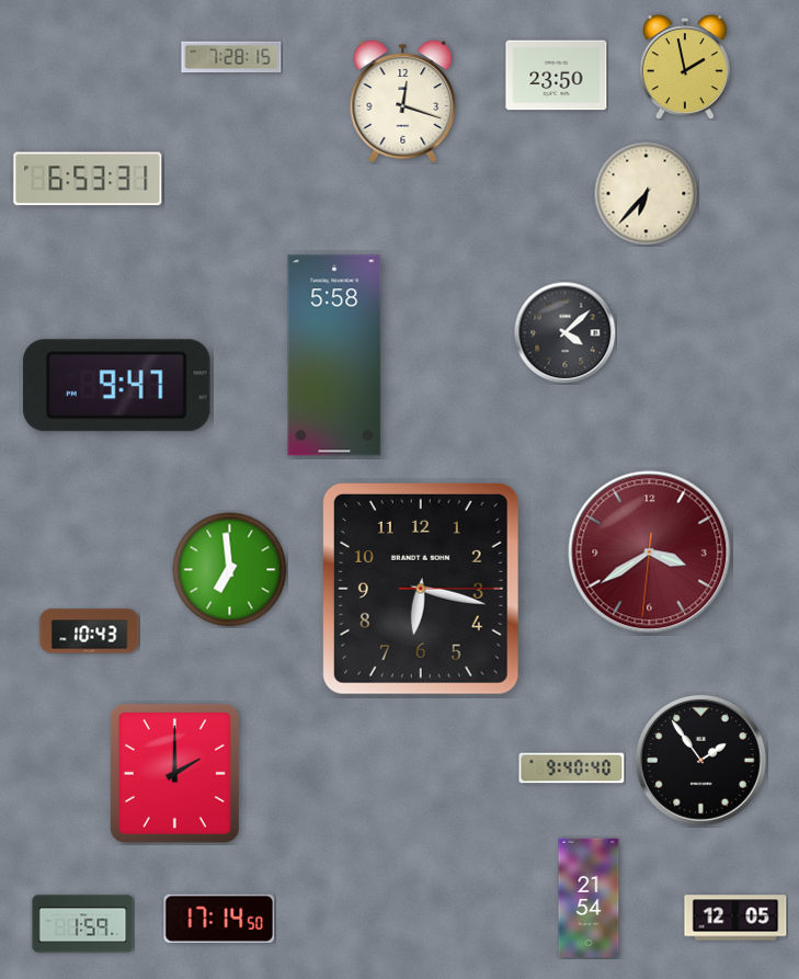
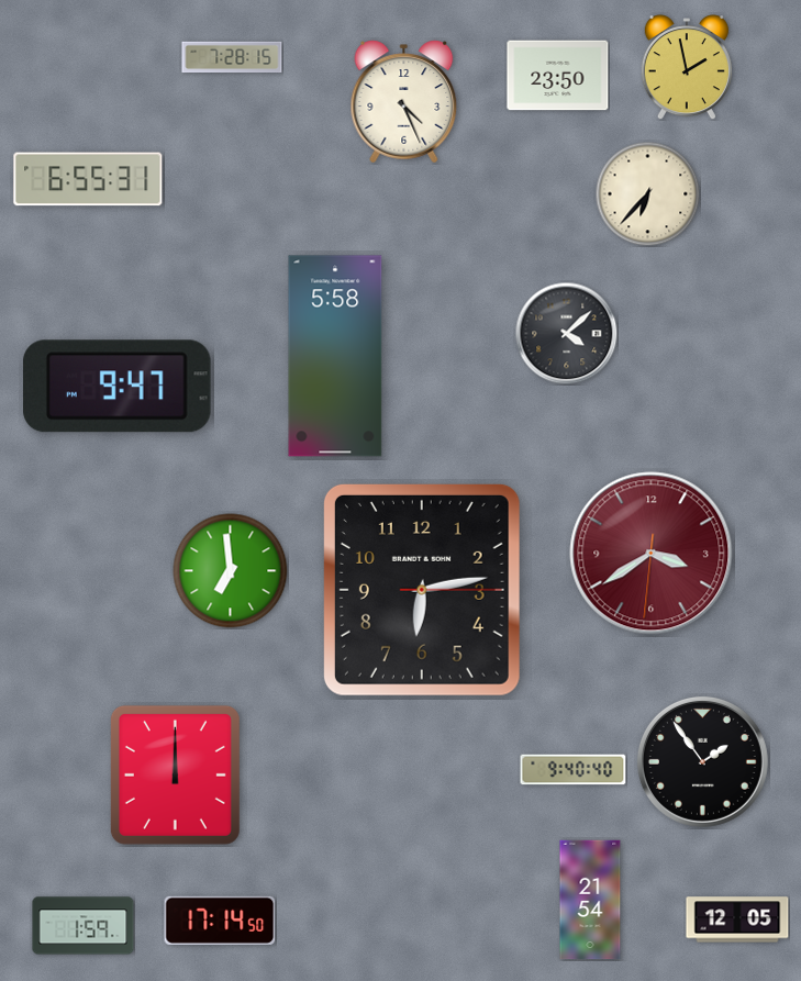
clock at (403, 102): 12:18 -> 4:26
clock at (88, 179): 6:53 -> 6:55
clock at (421, 589): 6:17 -> 6:13
clock at (90, 631): 10:43 -> none
clock at (174, 773): 2:00 -> 12:00
